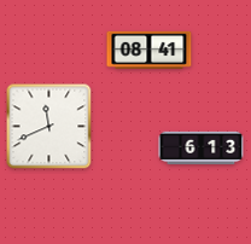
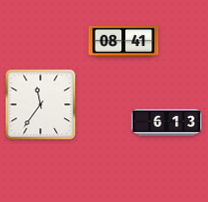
clock at (49, 127): 11:41 -> 11:36
